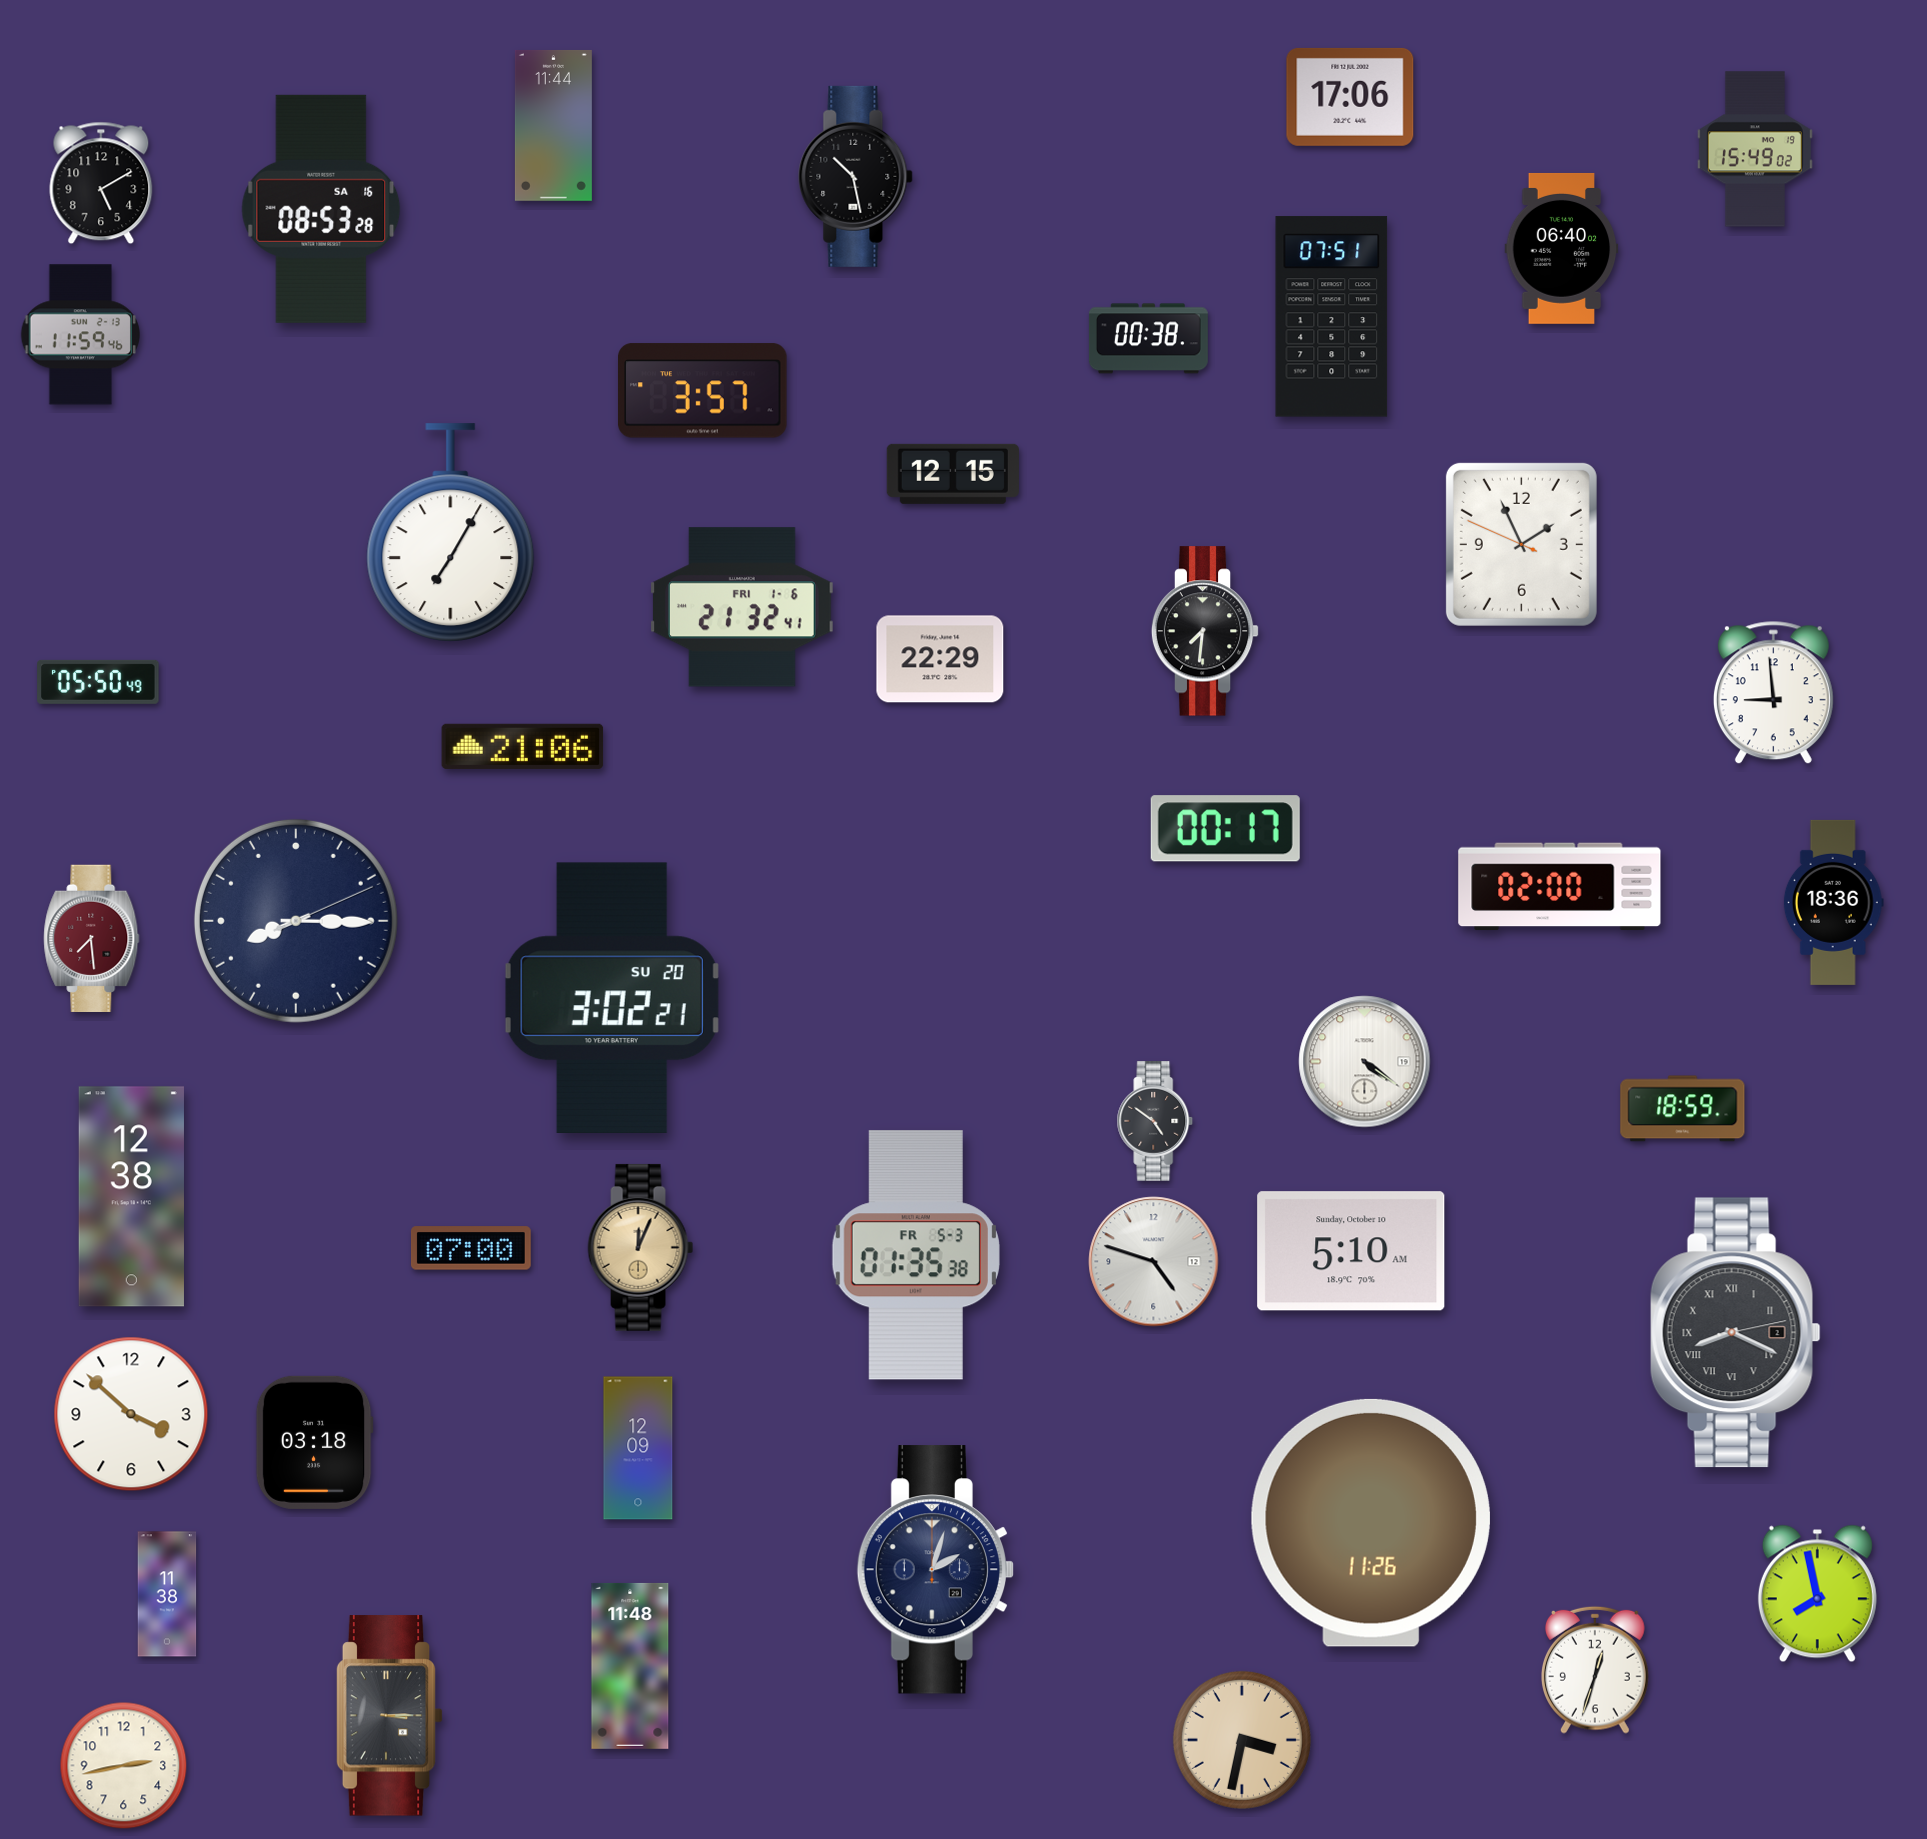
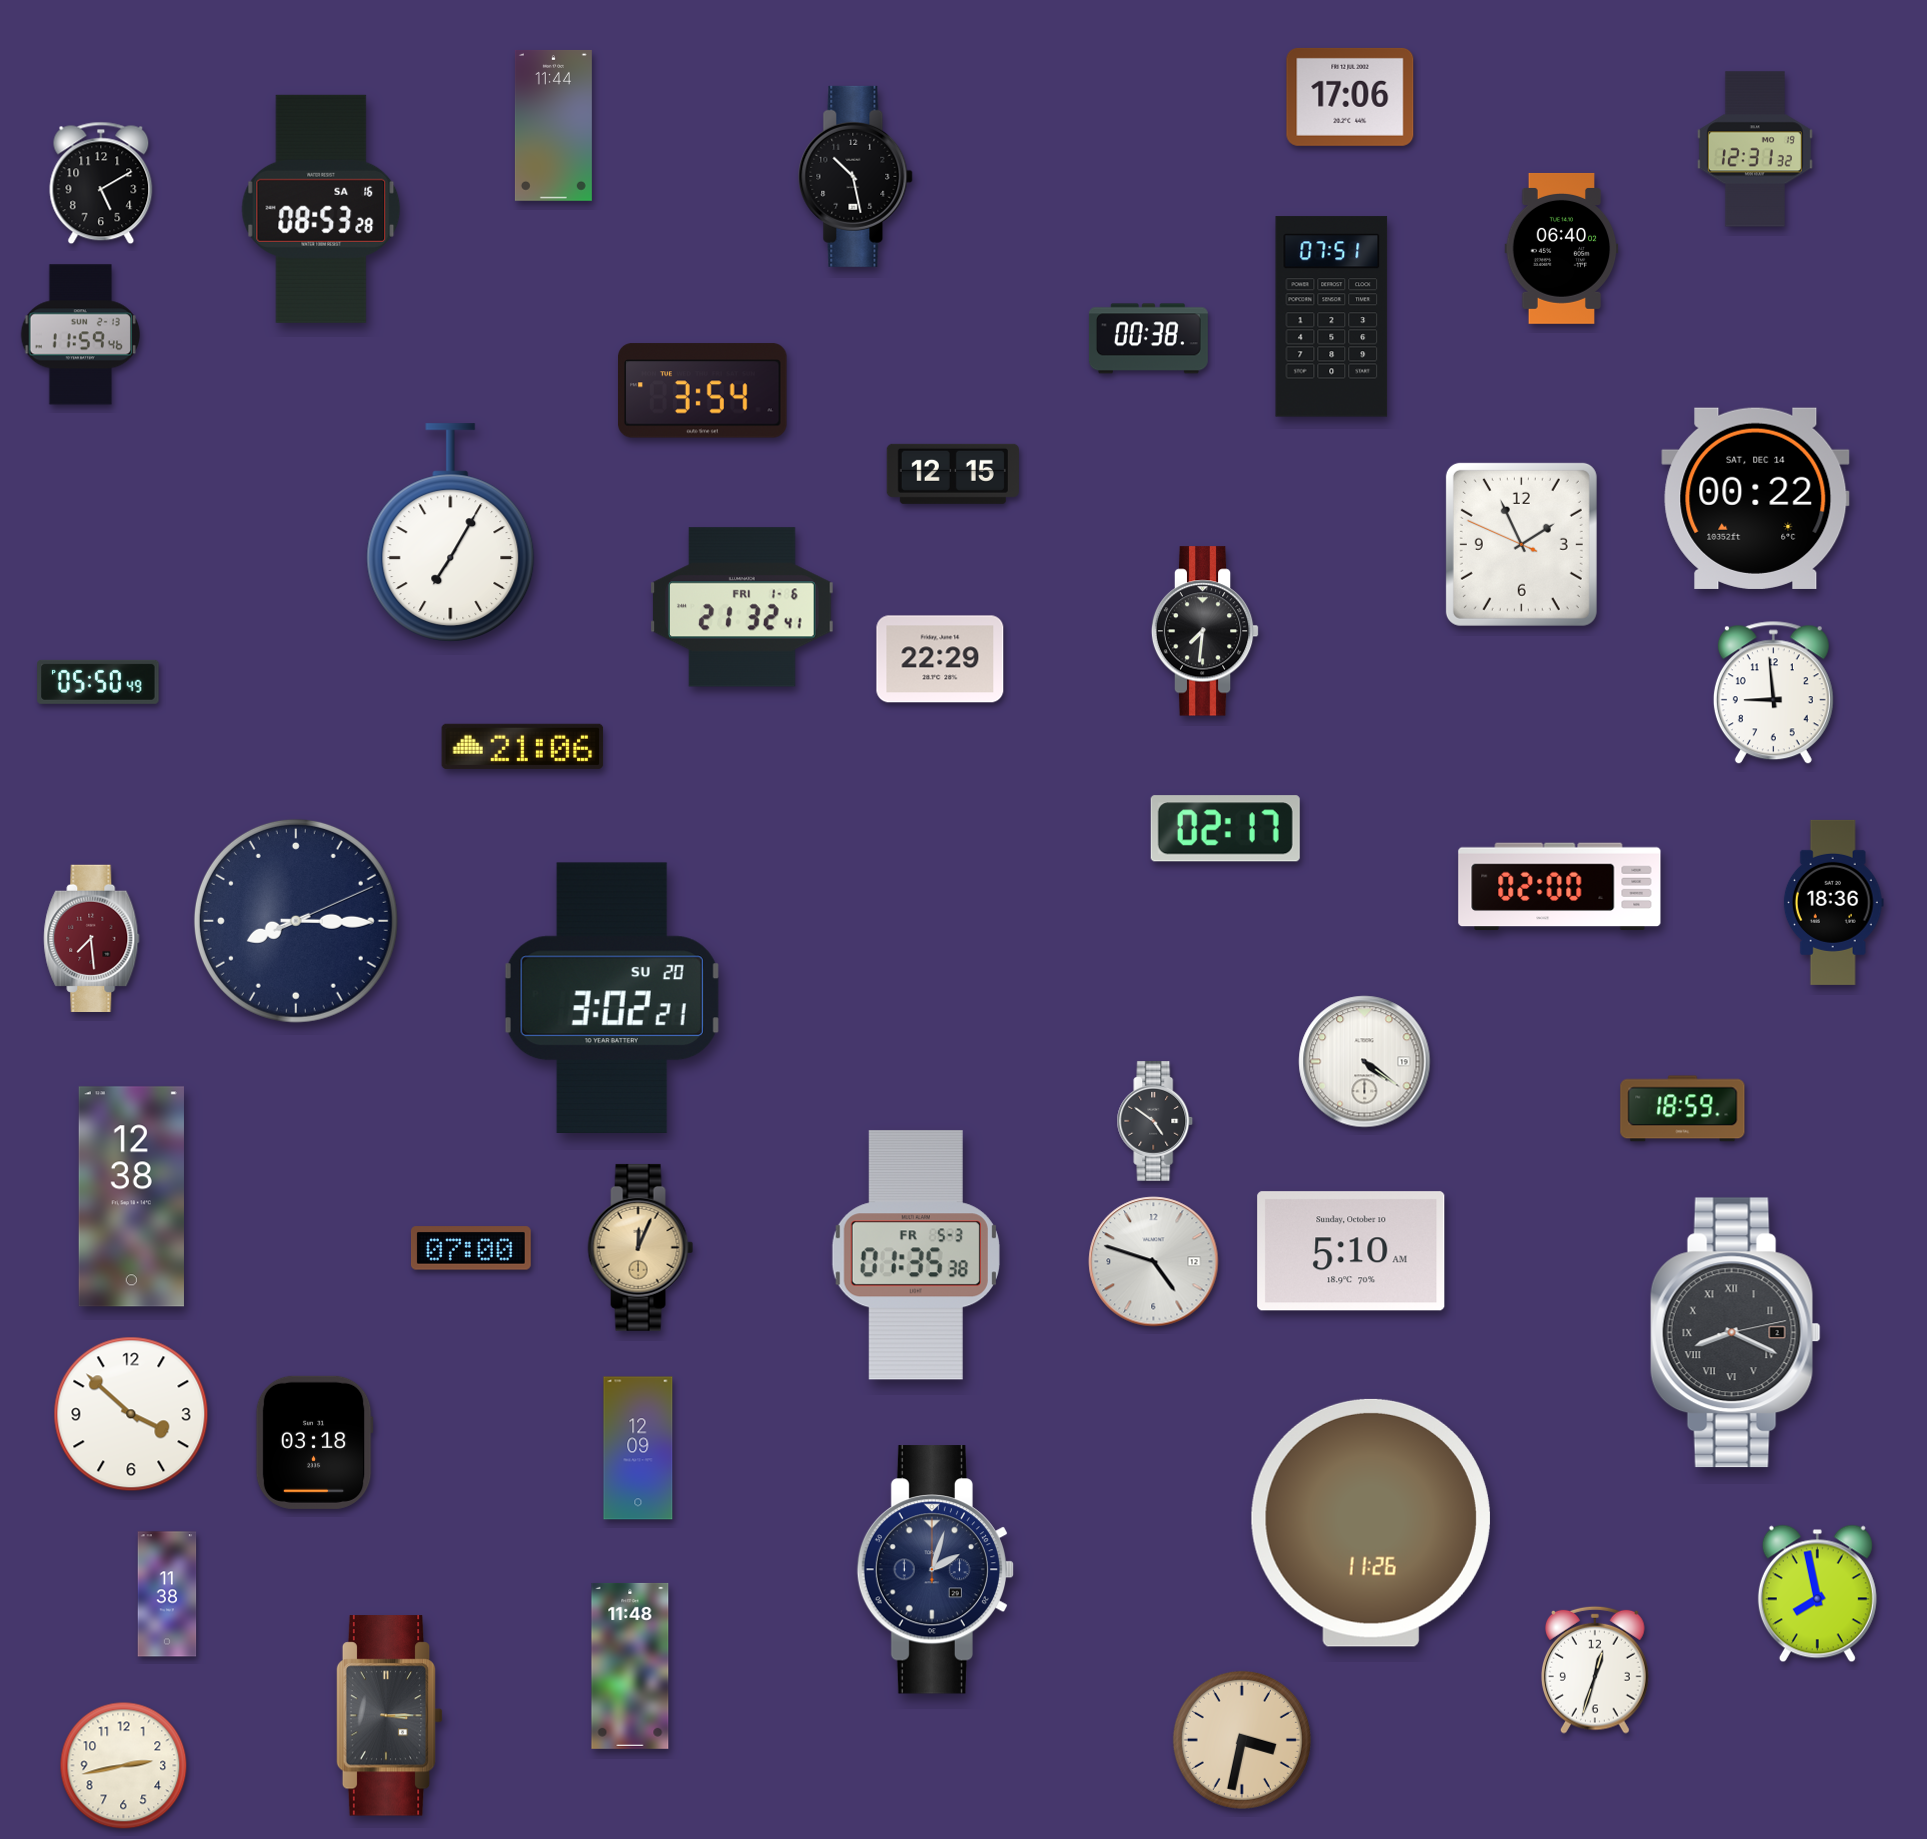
clock at (1755, 149): 15:49 -> 12:31
clock at (703, 391): 3:57 -> 3:54
clock at (1756, 498): none -> 00:22
clock at (1225, 829): 00:17 -> 02:17
